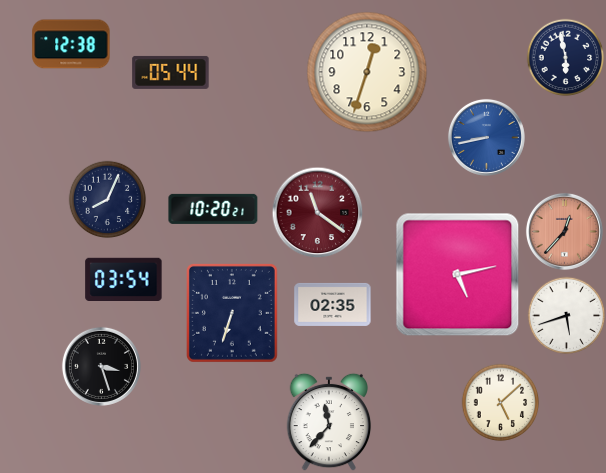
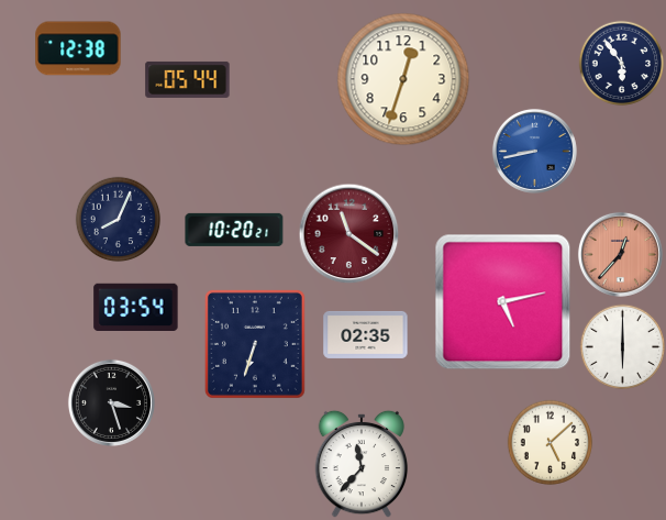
clock at (565, 57): 5:58 -> 5:54
clock at (566, 315): 5:42 -> 6:00
